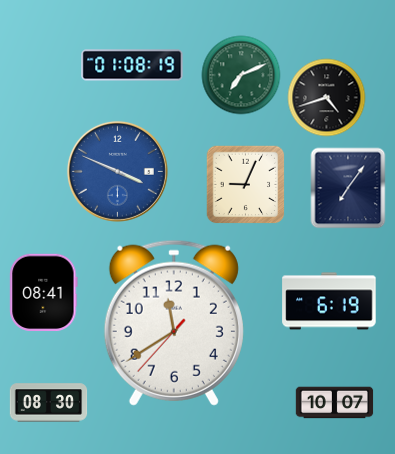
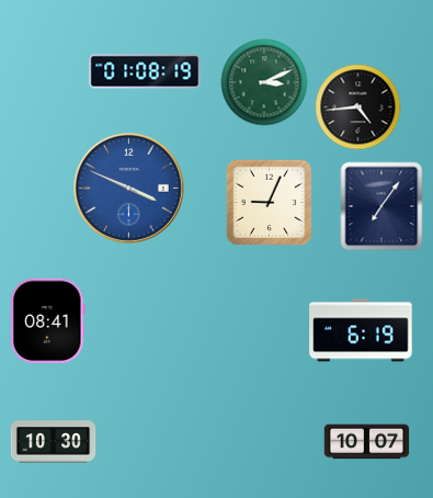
clock at (241, 75): 7:11 -> 3:11
clock at (326, 97): 4:42 -> 4:44
clock at (174, 323): 11:39 -> none
clock at (48, 403): 08:30 -> 10:30
